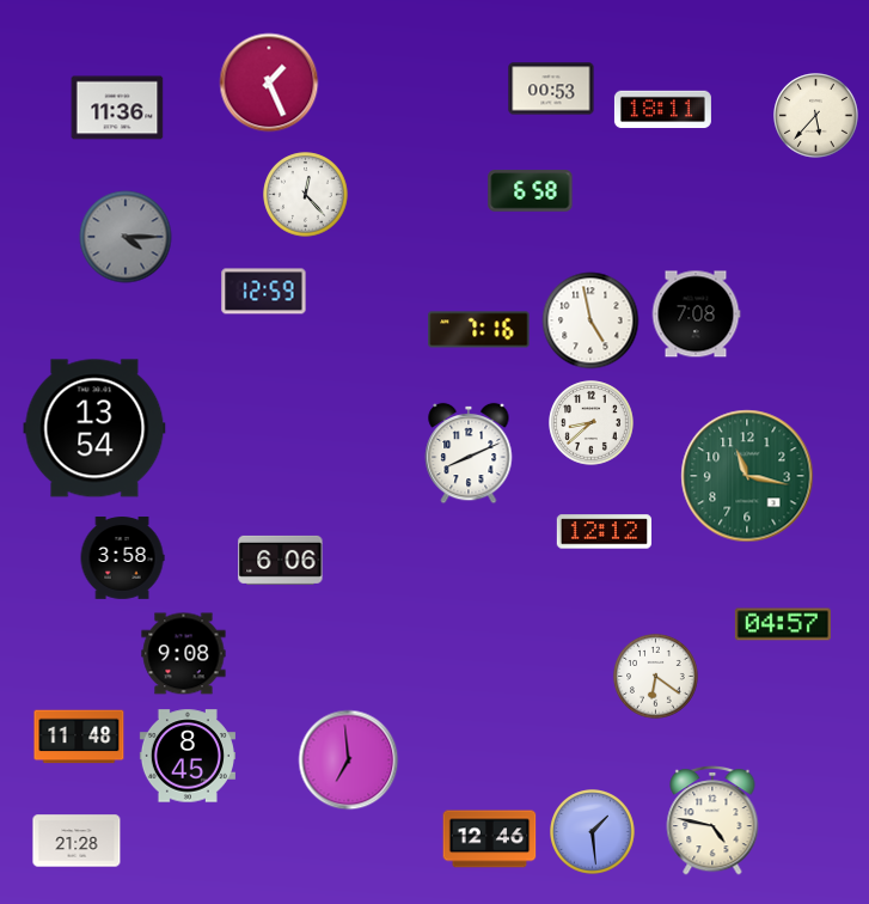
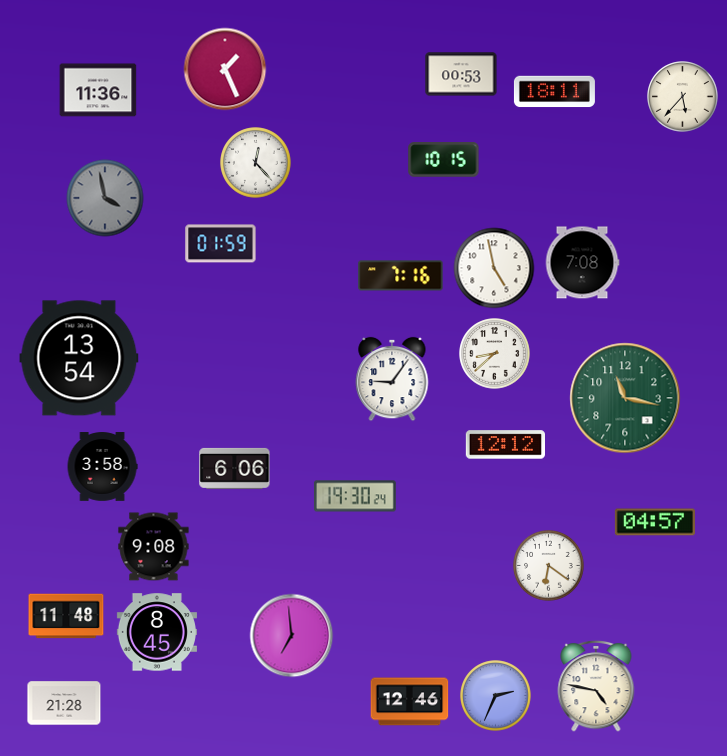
clock at (531, 191): 6:58 -> 10:15
clock at (126, 237): 4:15 -> 3:58
clock at (264, 292): 12:59 -> 01:59
clock at (469, 453): 8:11 -> 9:06
clock at (355, 496): none -> 19:30
clock at (593, 832): 1:29 -> 2:34
